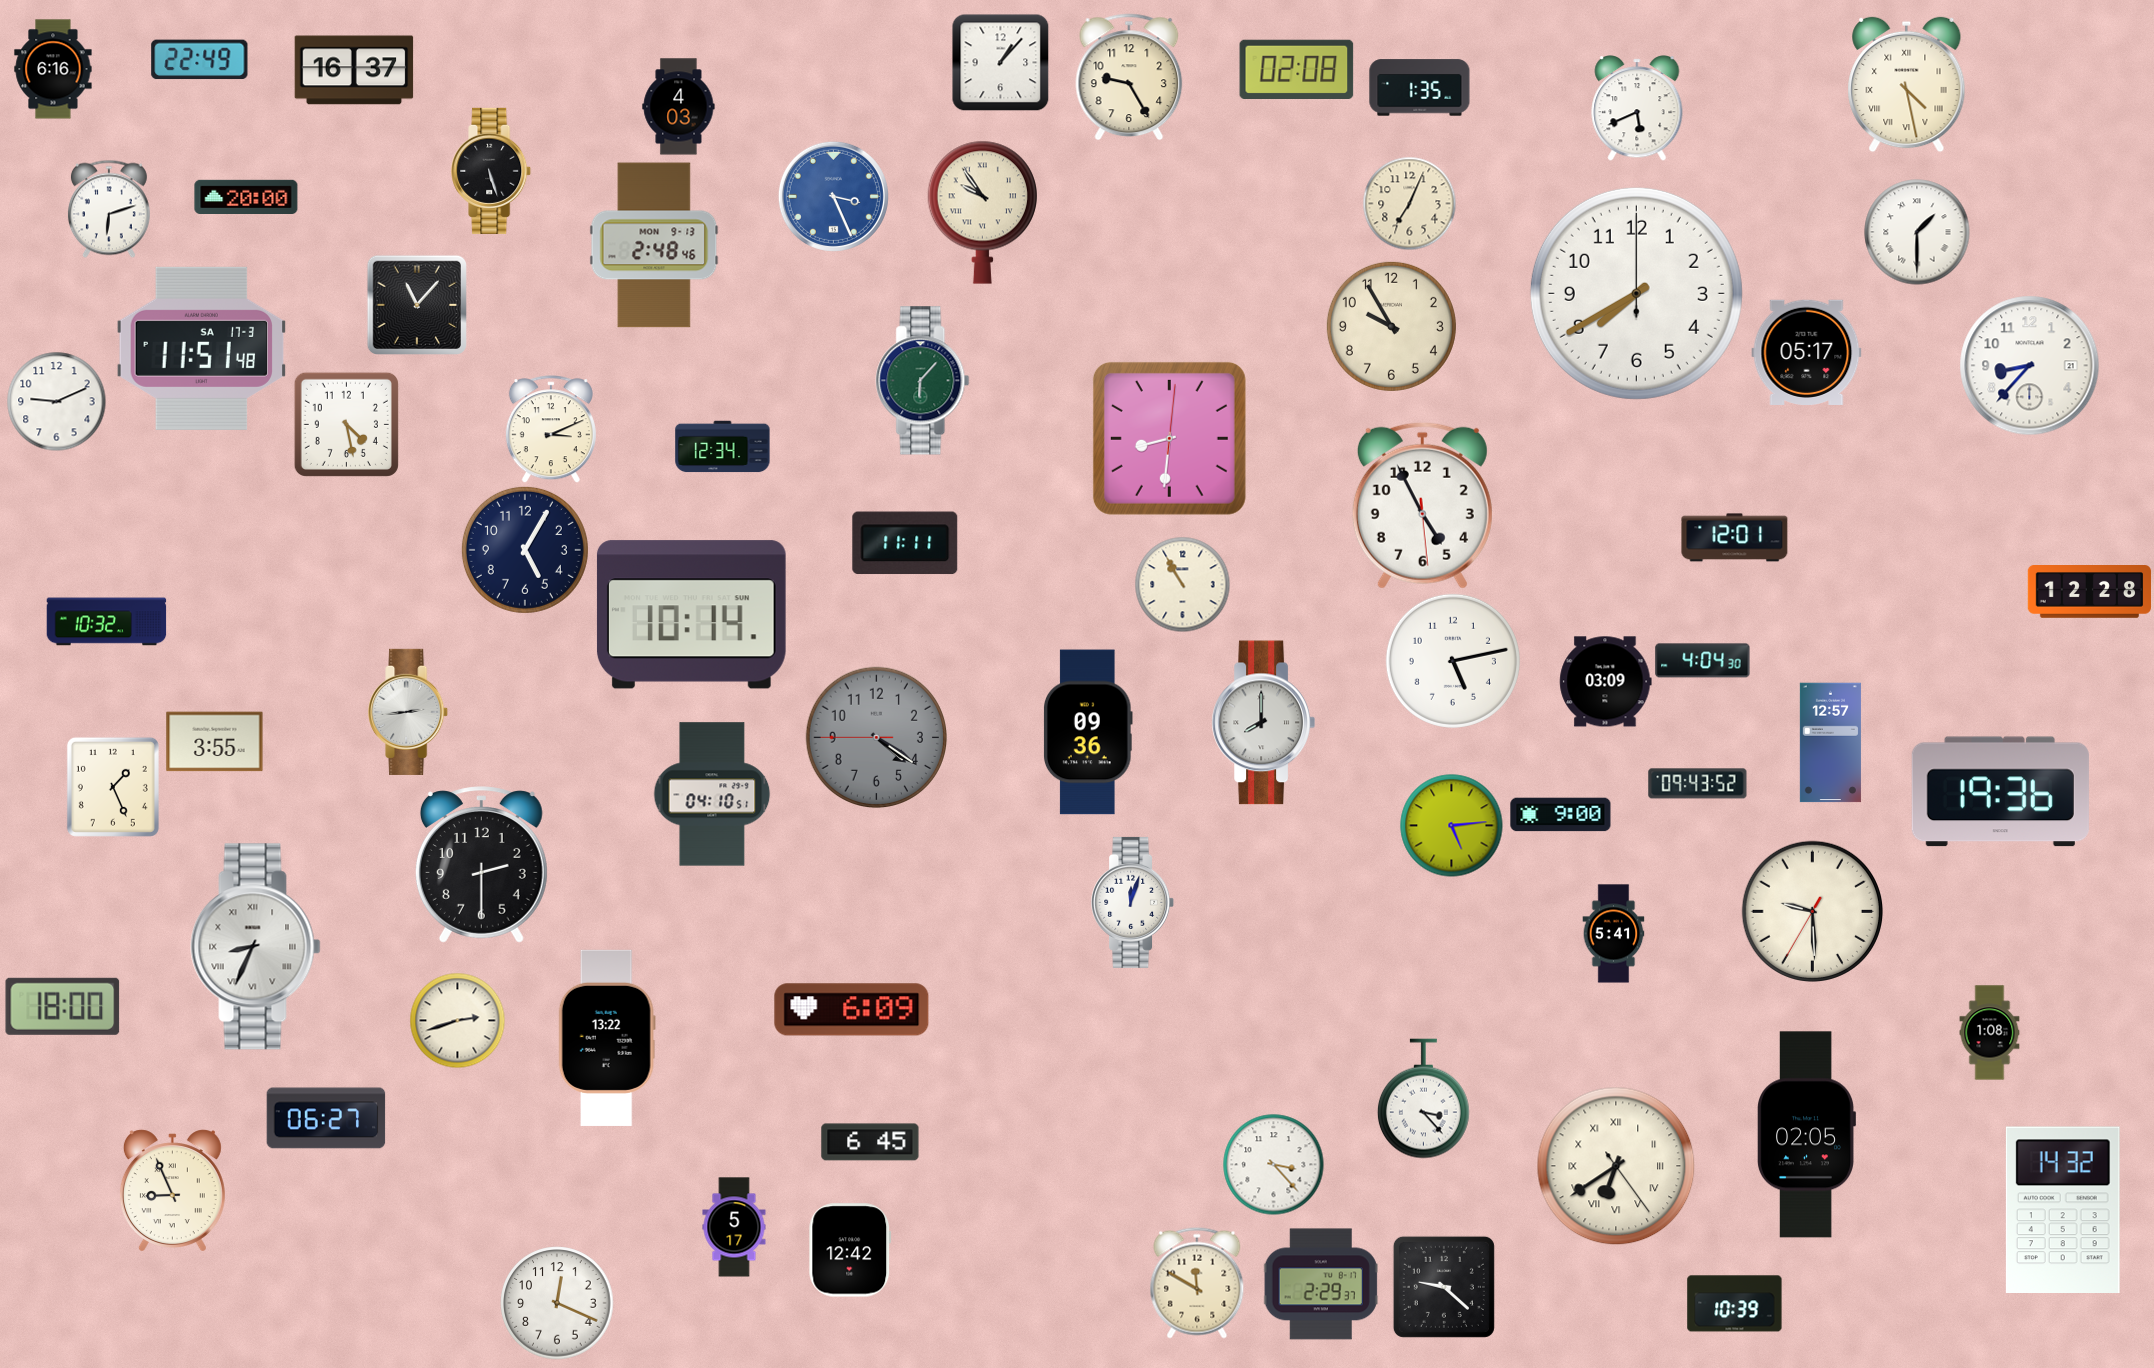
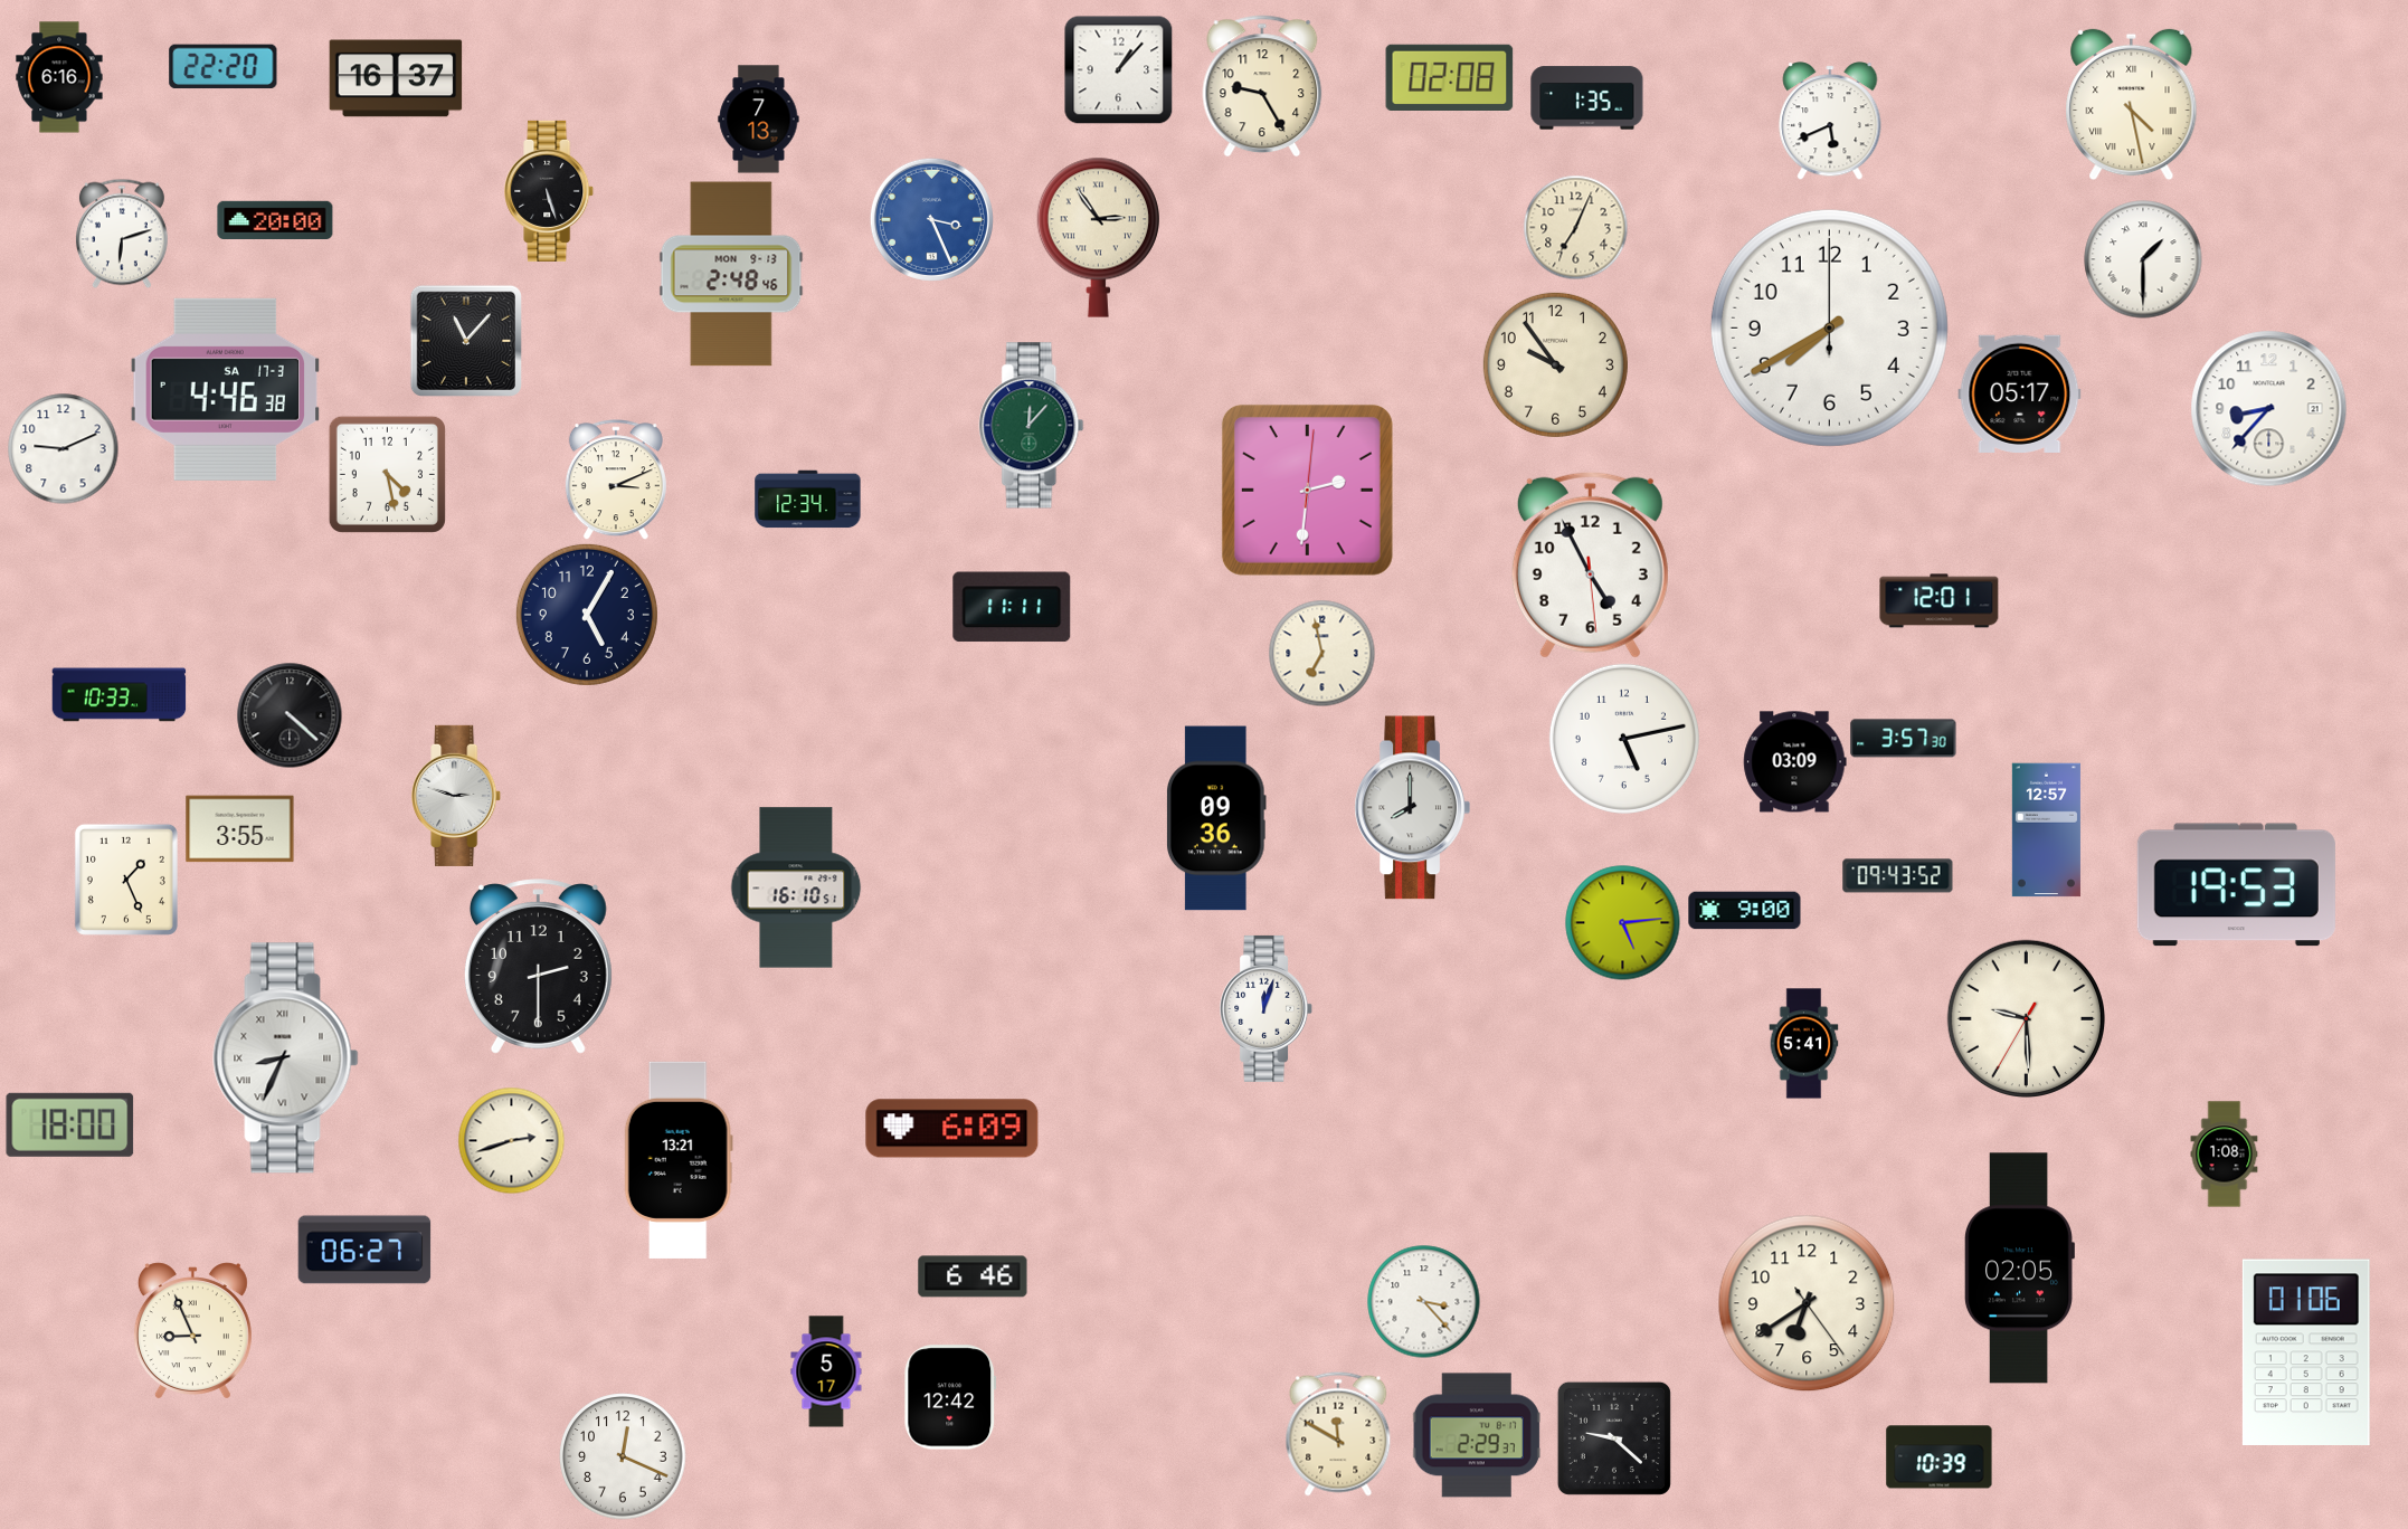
clock at (200, 60): 22:49 -> 22:20
clock at (1907, 85) position: (1907, 85) -> (2132, 105)
clock at (679, 107): 4:03 -> 7:13
clock at (982, 212): 9:54 -> 2:54
clock at (1391, 326): 9:55 -> 9:54
clock at (202, 348): 11:51 -> 4:46
clock at (923, 381): 6:07 -> 12:07
clock at (1169, 438): 8:31 -> 2:31
clock at (1182, 584): 10:55 -> 6:58
clock at (2089, 592): 12:28 -> none
clock at (691, 615): 10:14 -> none
clock at (107, 622): 10:32 -> 10:33
clock at (290, 715): none -> 4:22
clock at (1703, 661): 4:04 -> 3:57
clock at (409, 712): 2:44 -> 2:48
clock at (876, 737): 4:20 -> none
clock at (2000, 792): 19:36 -> 19:53
clock at (712, 794): 04:10 -> 16:10
clock at (607, 1038): 13:22 -> 13:21
clock at (1423, 1099): 3:23 -> none
clock at (870, 1142): 6:45 -> 6:46
clock at (1616, 1166) numerals: Roman -> Arabic
clock at (2063, 1209): 14:32 -> 01:06
clock at (734, 1227) position: (734, 1227) -> (826, 1371)
